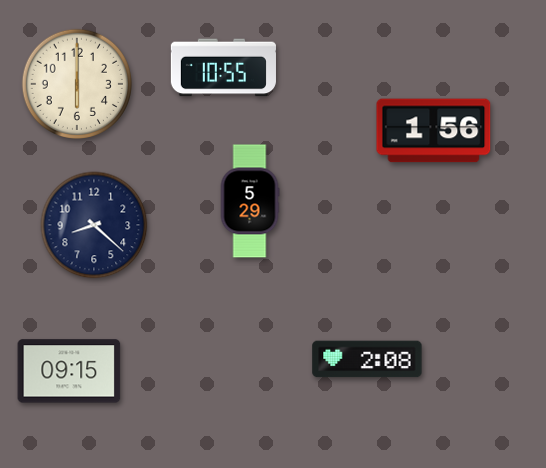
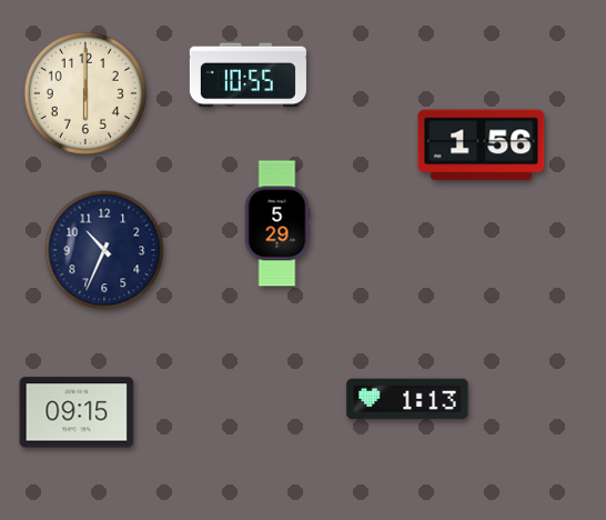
clock at (94, 225): 8:22 -> 10:34
clock at (367, 359): 2:08 -> 1:13
